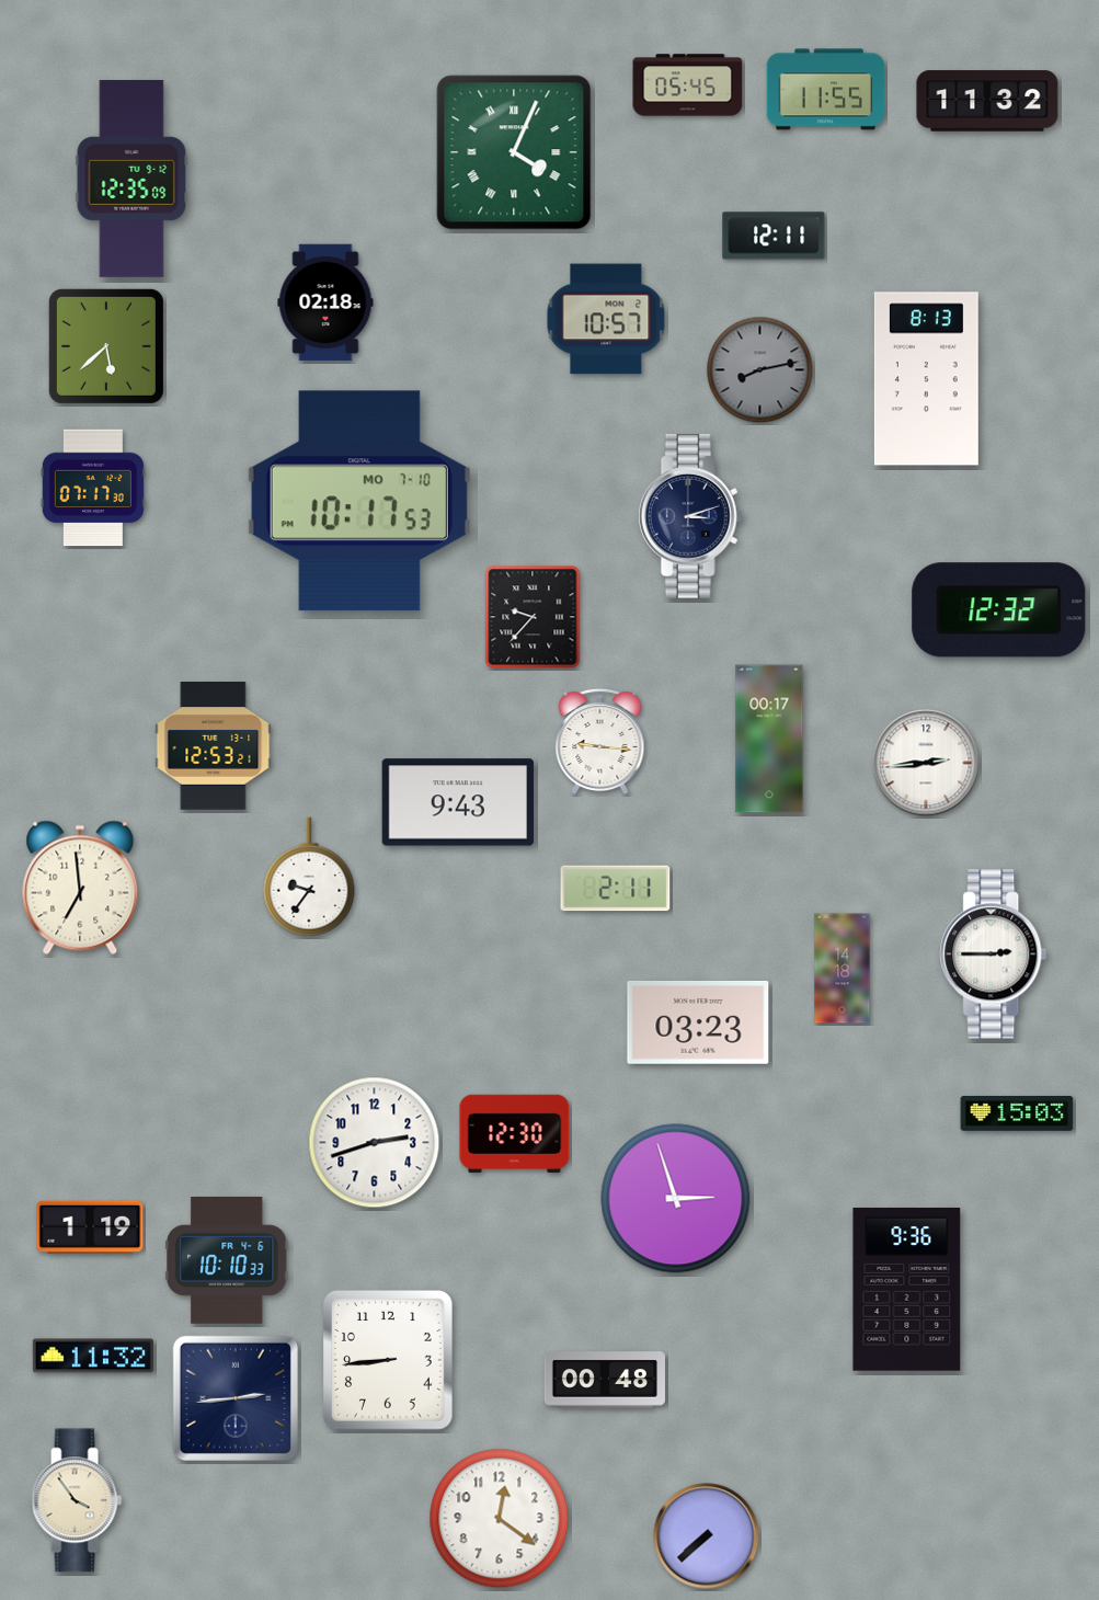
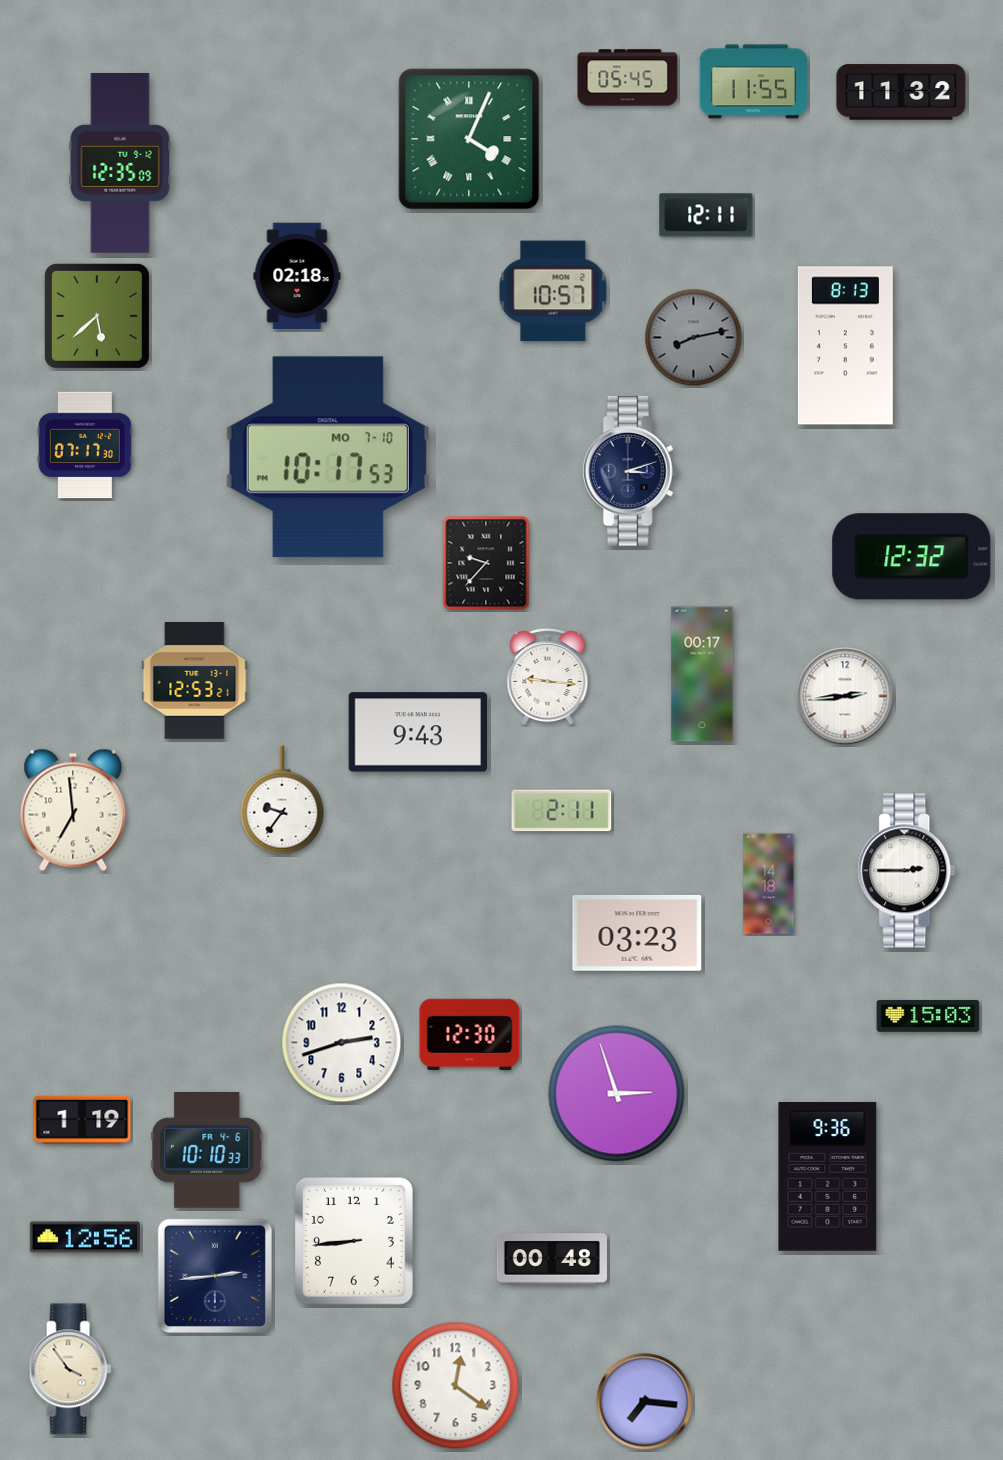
clock at (93, 1356): 11:32 -> 12:56
clock at (707, 1536): 7:38 -> 7:16
